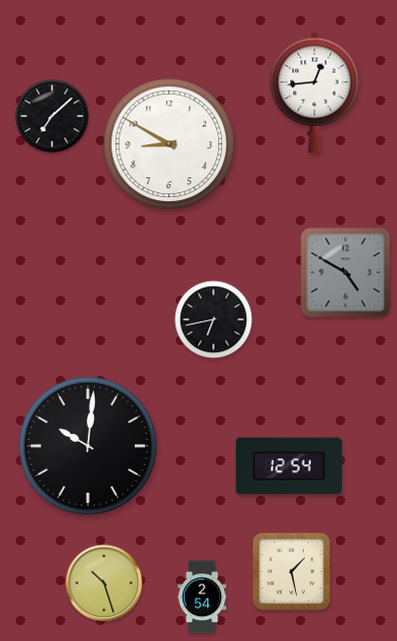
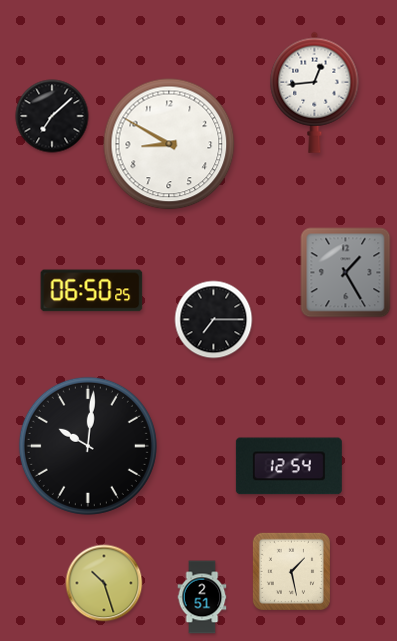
clock at (346, 273): 4:50 -> 1:25
clock at (92, 291): none -> 06:50
clock at (214, 320): 6:43 -> 7:15
clock at (202, 597): 2:54 -> 2:51
